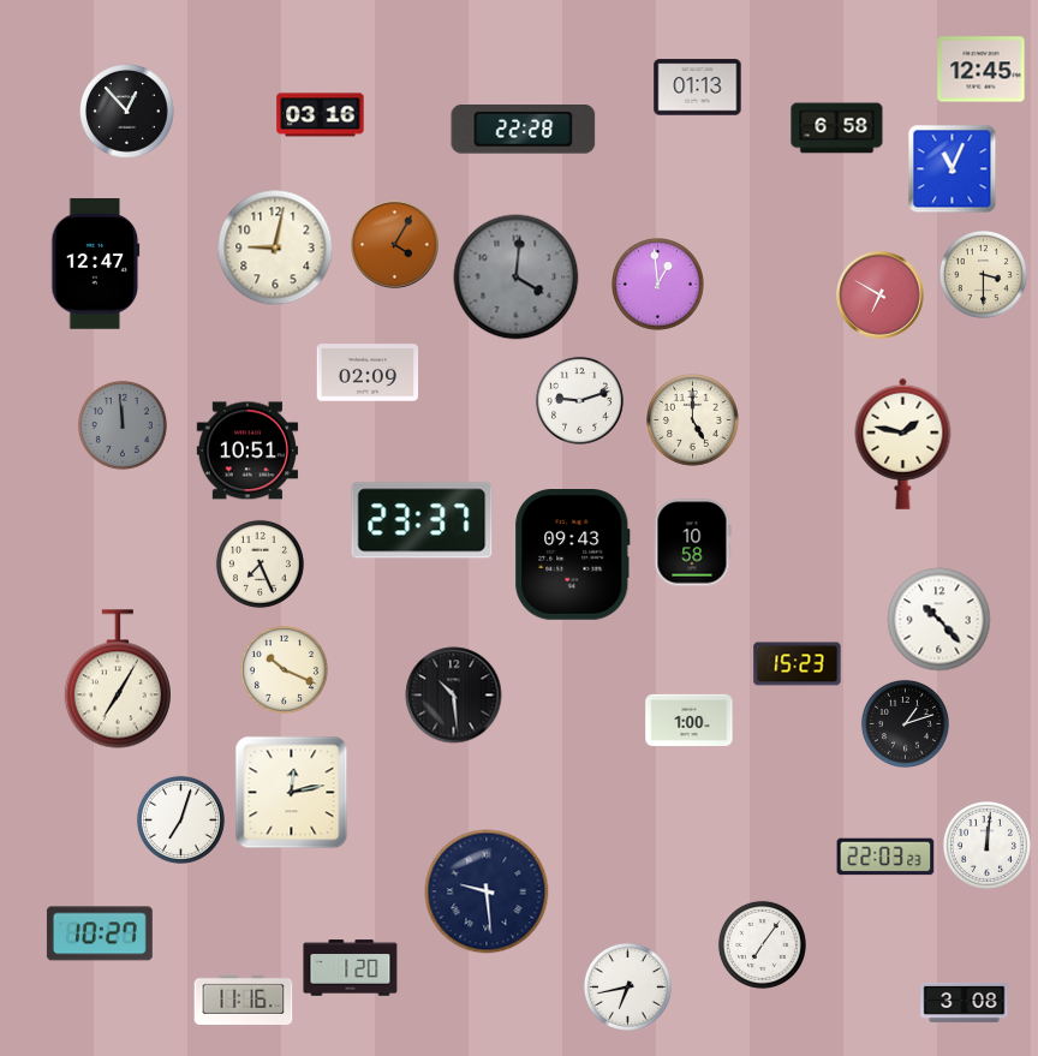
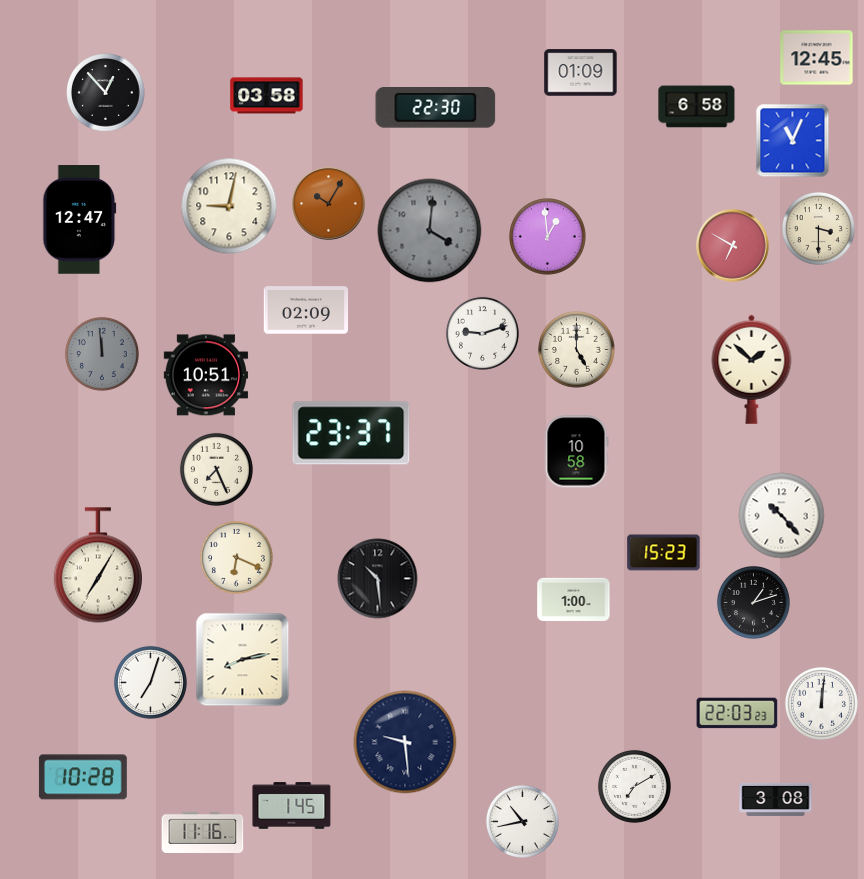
clock at (698, 88): 01:13 -> 01:09
clock at (321, 115): 03:16 -> 03:58
clock at (524, 130): 22:28 -> 22:30
clock at (395, 245): 4:05 -> 10:05
clock at (903, 443): 1:47 -> 1:52
clock at (573, 555): 09:43 -> none
clock at (284, 669): 10:19 -> 6:19
clock at (292, 793): 12:13 -> 8:13
clock at (100, 933): 10:27 -> 10:28
clock at (762, 944): 7:06 -> 7:10
clock at (351, 968): 1:20 -> 1:45
clock at (627, 986): 6:43 -> 10:43
clock at (965, 1002) position: (965, 1002) -> (776, 799)
